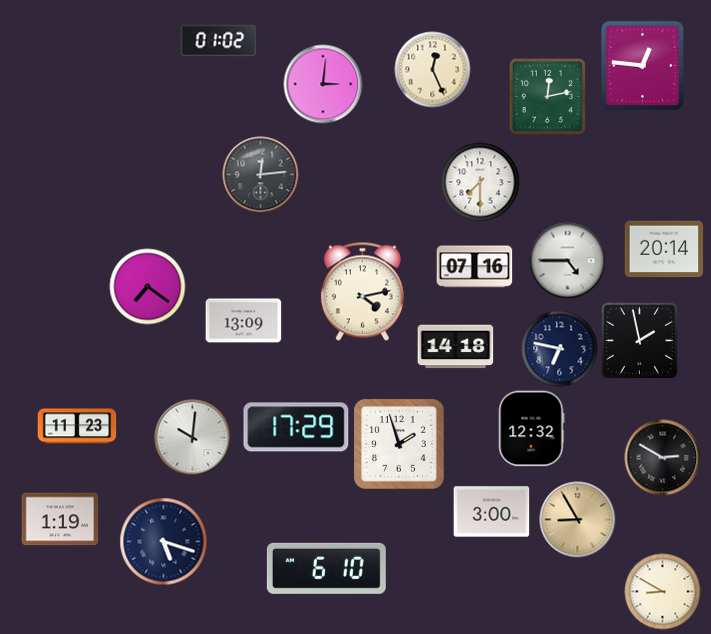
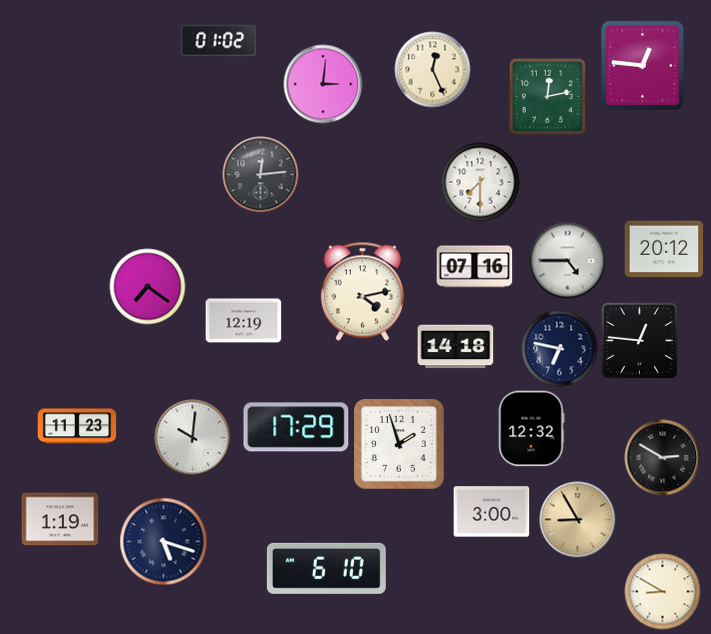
clock at (664, 249): 20:14 -> 20:12
clock at (244, 321): 13:09 -> 12:19
clock at (639, 340): 1:58 -> 12:46
